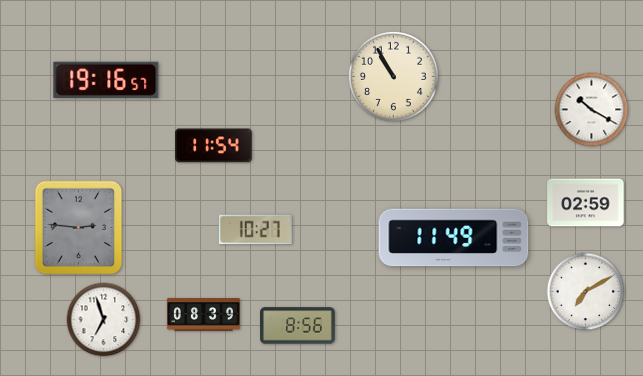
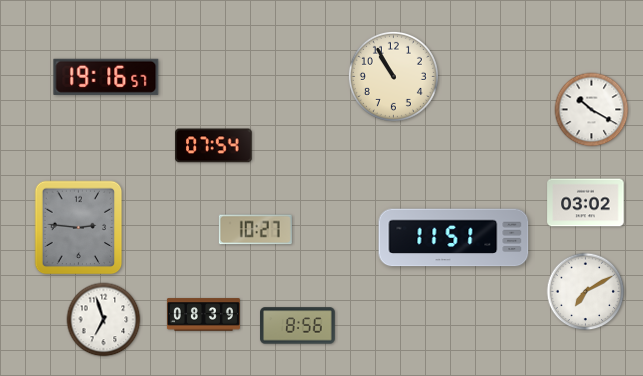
clock at (106, 80) position: (106, 80) -> (106, 77)
clock at (214, 146): 11:54 -> 07:54
clock at (586, 203): 02:59 -> 03:02
clock at (454, 238): 11:49 -> 11:51
